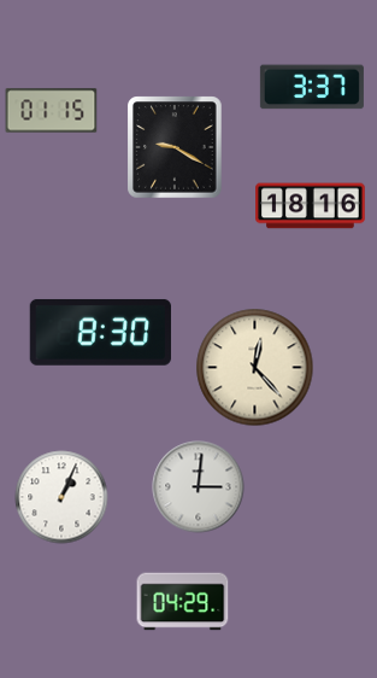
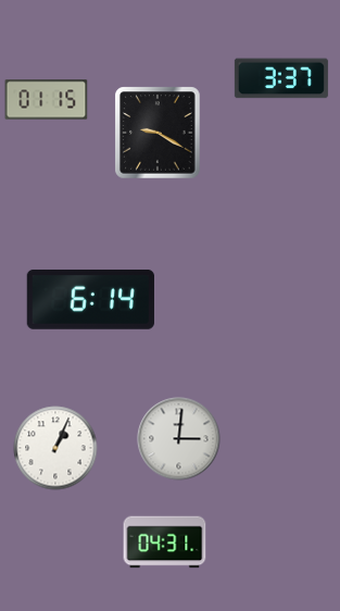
clock at (311, 206): 18:16 -> none
clock at (100, 332): 8:30 -> 6:14
clock at (255, 368): 12:23 -> none
clock at (183, 602): 04:29 -> 04:31
